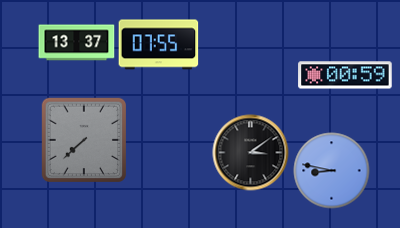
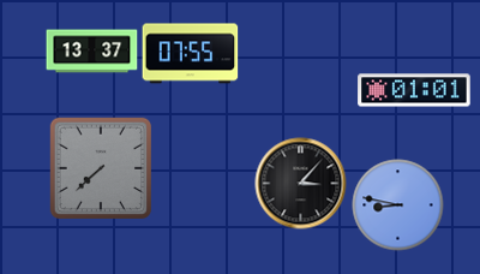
clock at (345, 75): 00:59 -> 01:01
clock at (251, 153): 3:09 -> 3:07
